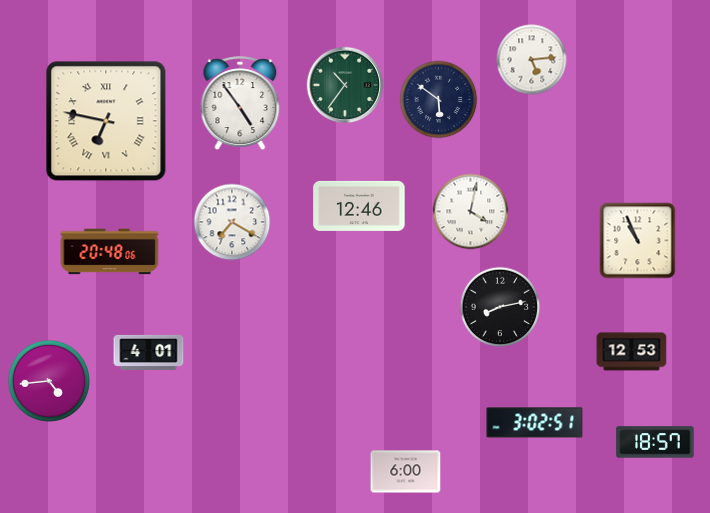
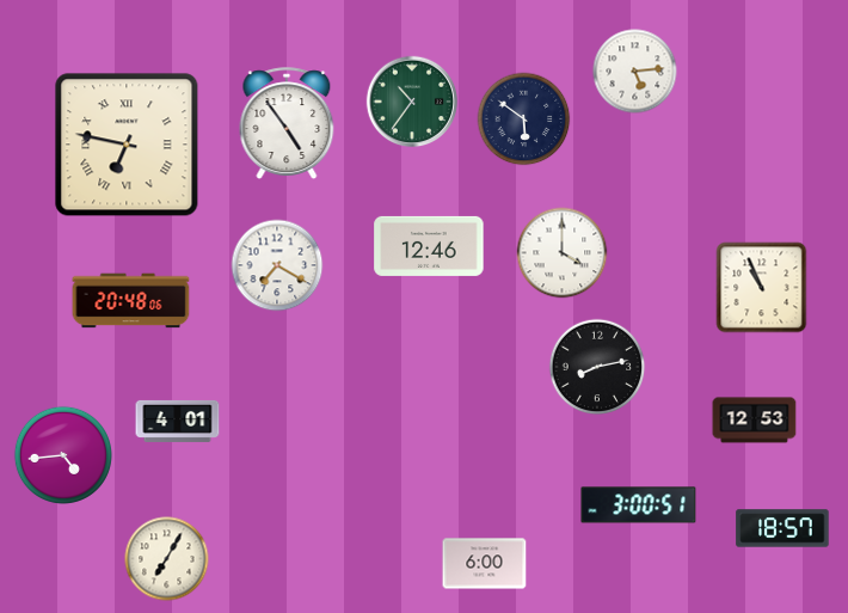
clock at (471, 212): 4:02 -> 4:00
clock at (49, 381) position: (49, 381) -> (63, 455)
clock at (535, 423): 3:02 -> 3:00
clock at (167, 559): none -> 7:05
